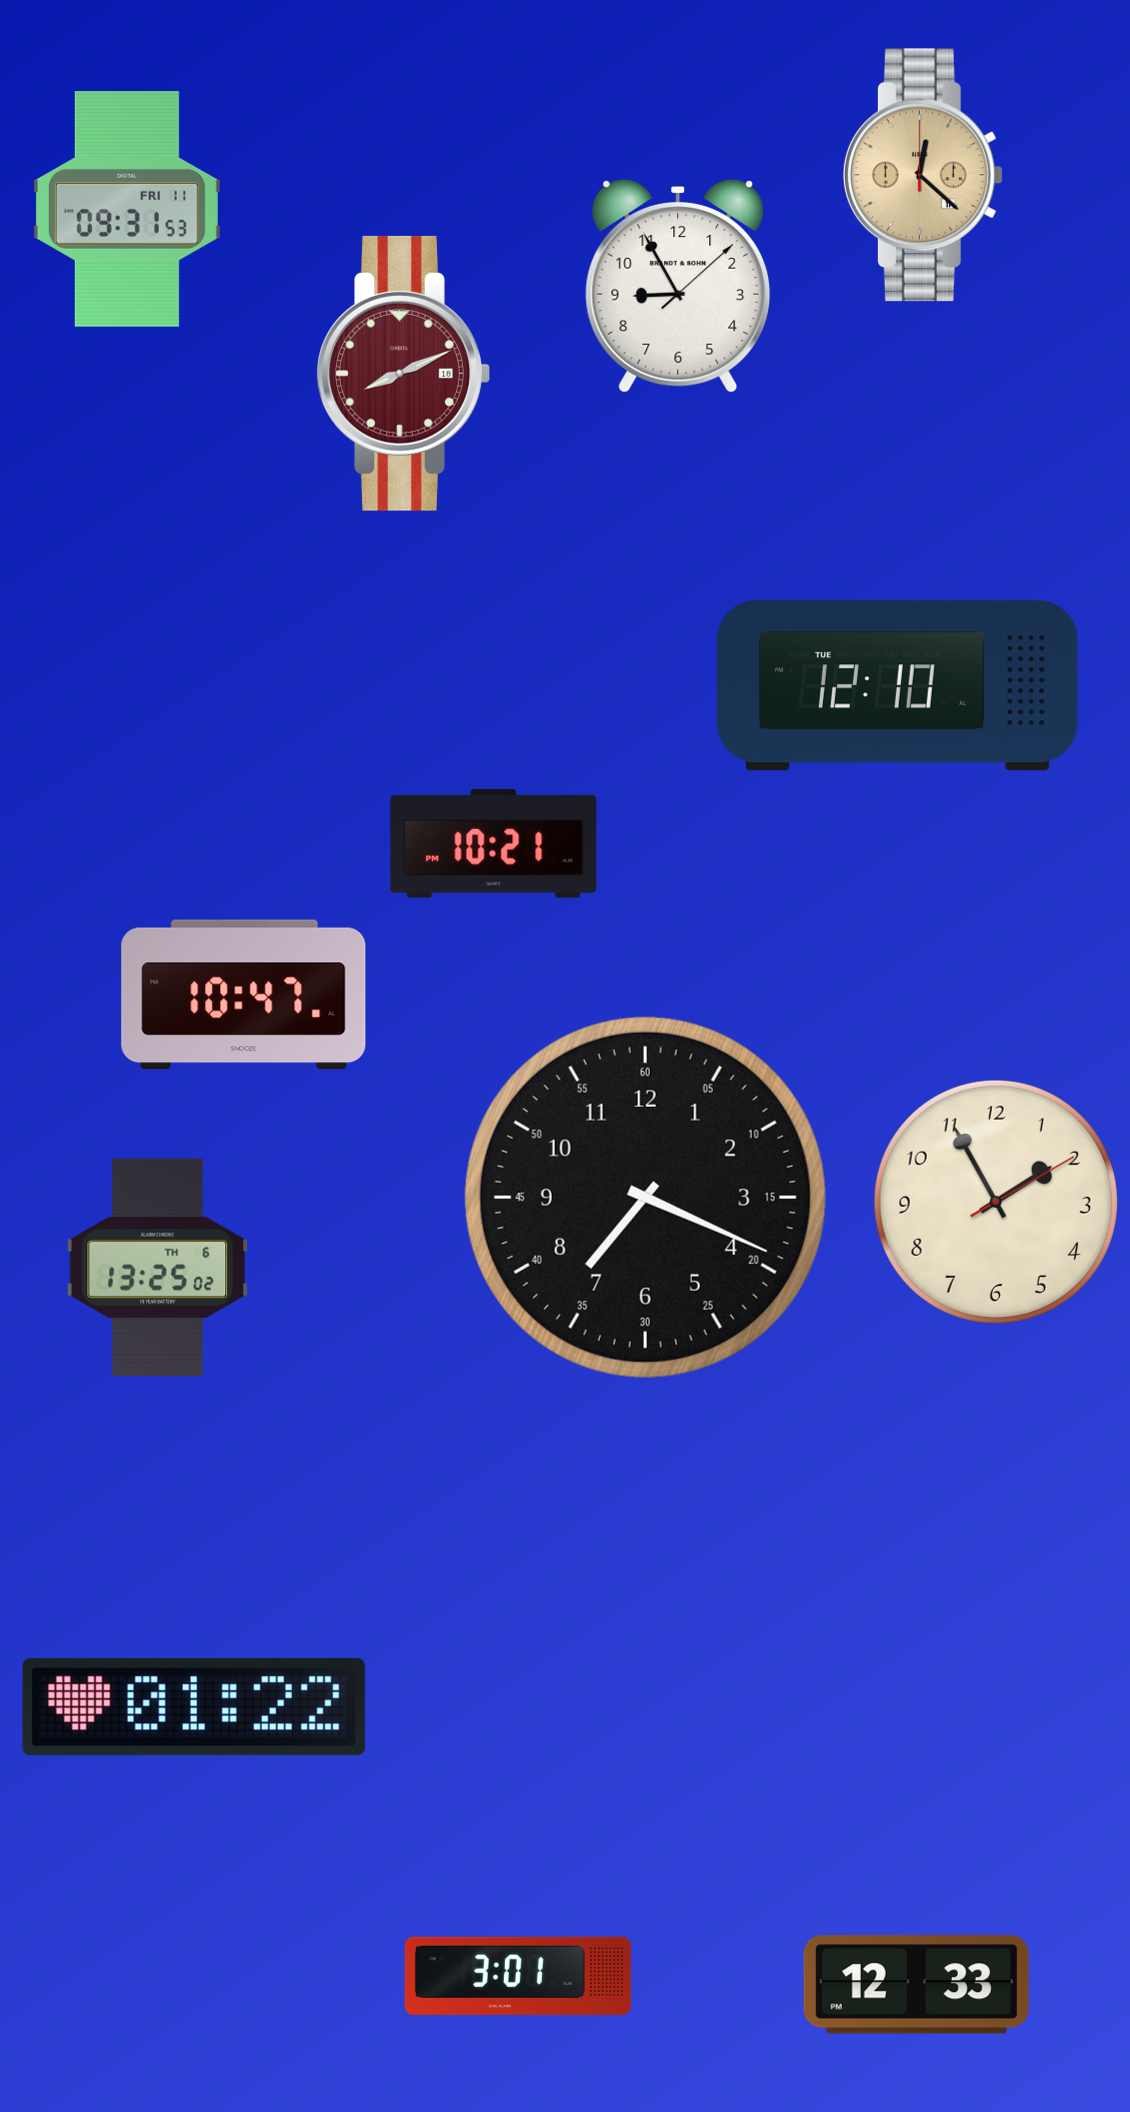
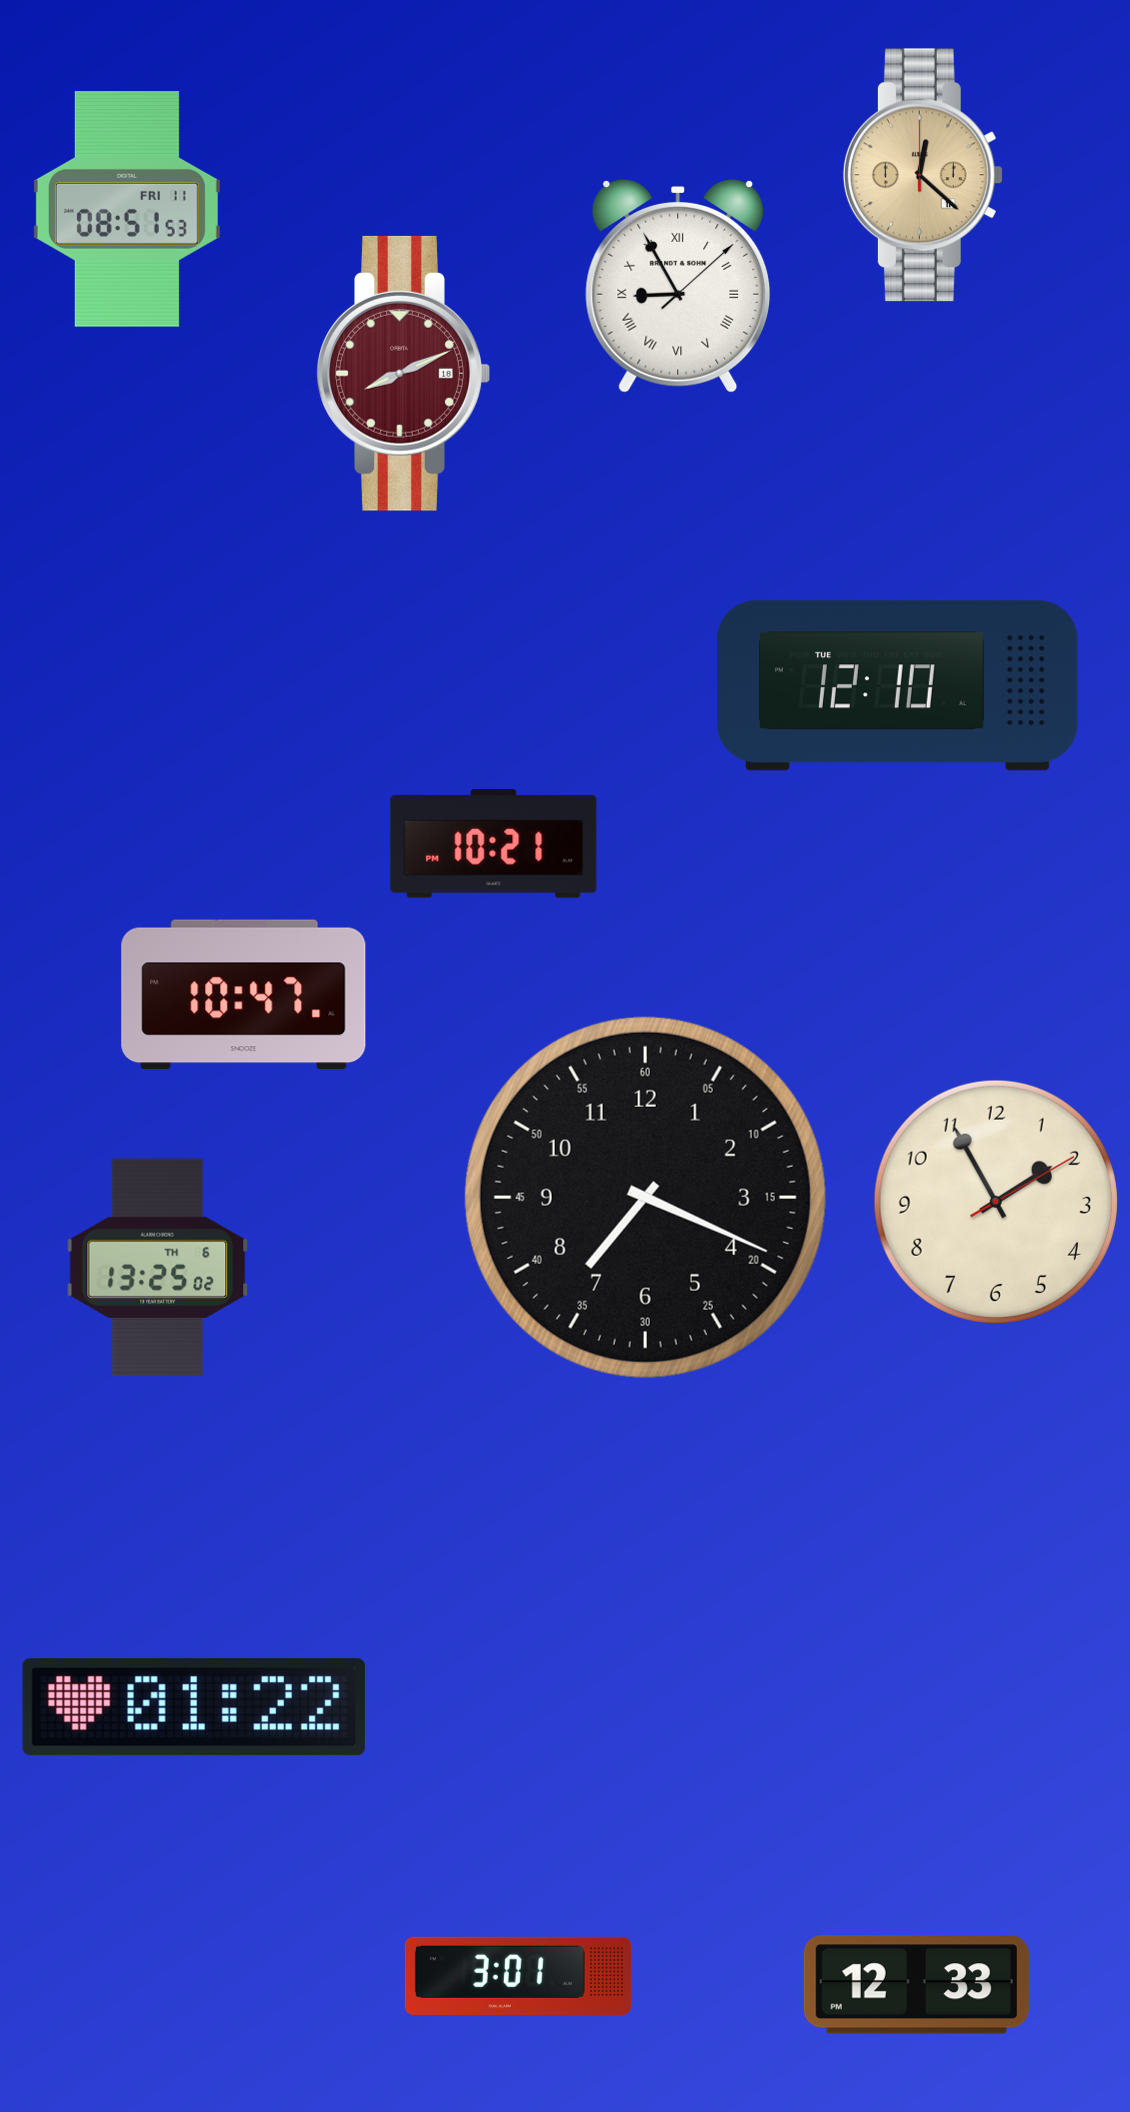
clock at (127, 210): 09:31 -> 08:51
clock at (678, 286) numerals: Arabic -> Roman
